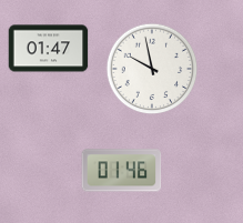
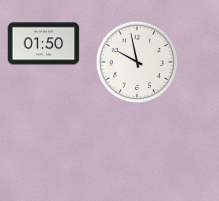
clock at (49, 49): 01:47 -> 01:50
clock at (122, 171): 01:46 -> none
